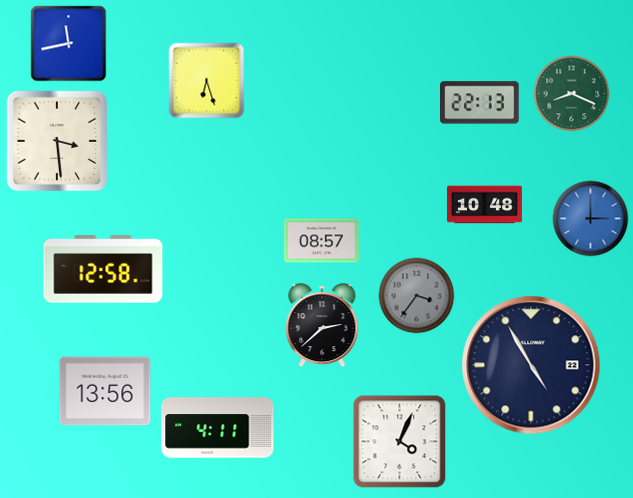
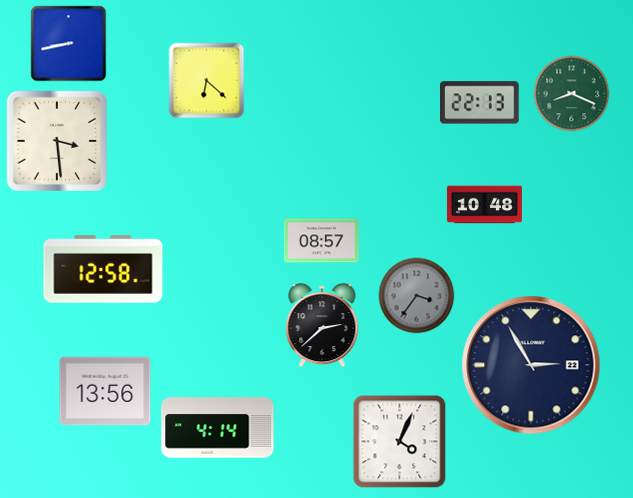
clock at (69, 44): 11:43 -> 8:43
clock at (207, 81): 6:27 -> 6:22
clock at (591, 219): 3:00 -> none
clock at (531, 365): 4:55 -> 2:55
clock at (218, 428): 4:11 -> 4:14
